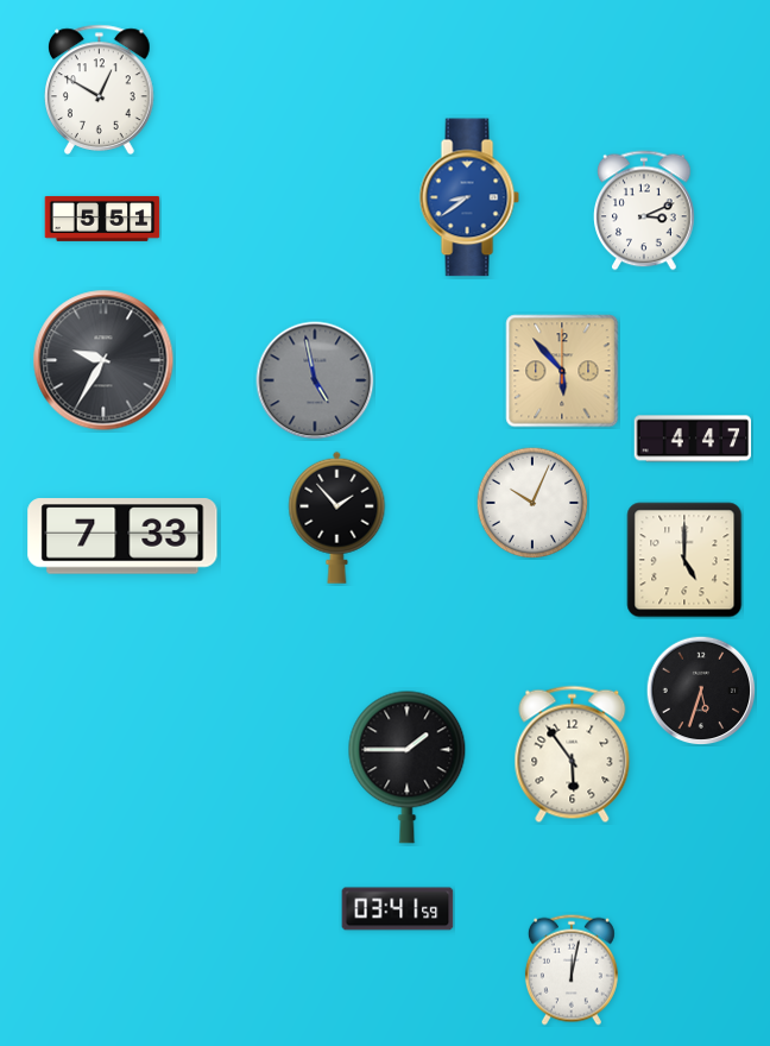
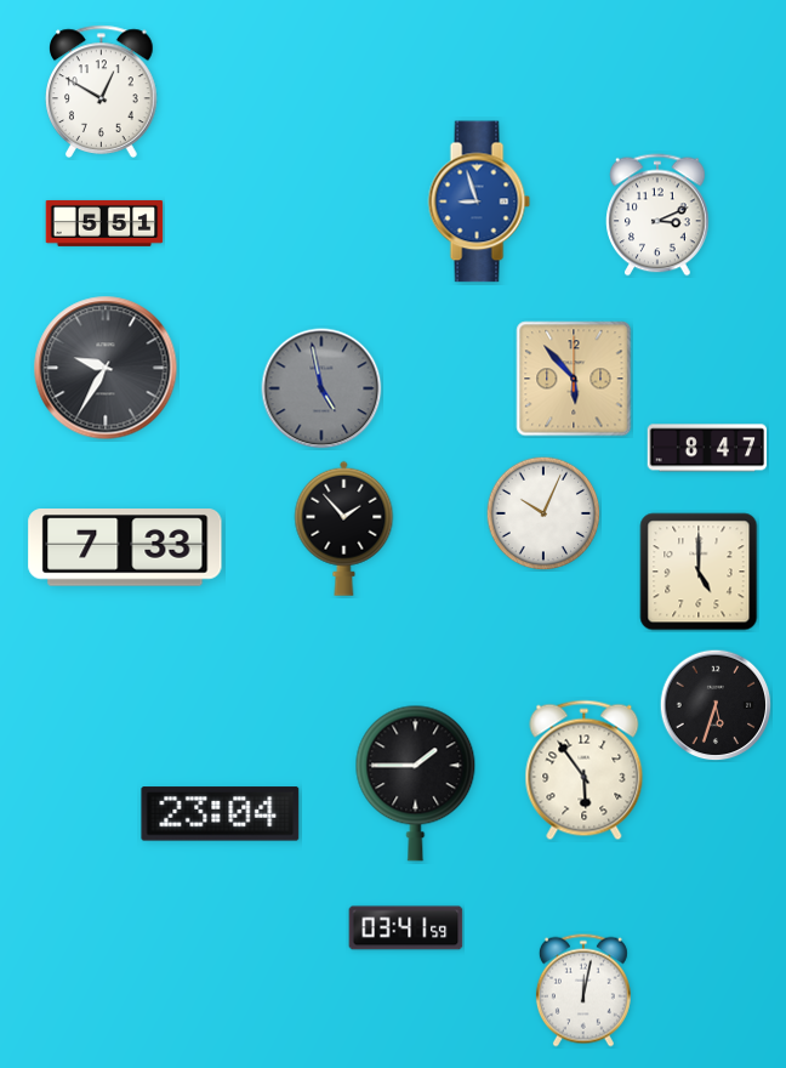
clock at (469, 197): 8:39 -> 8:57
clock at (693, 439): 4:47 -> 8:47
clock at (221, 814): none -> 23:04
